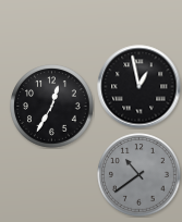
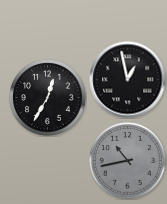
clock at (139, 175): 10:39 -> 10:43
